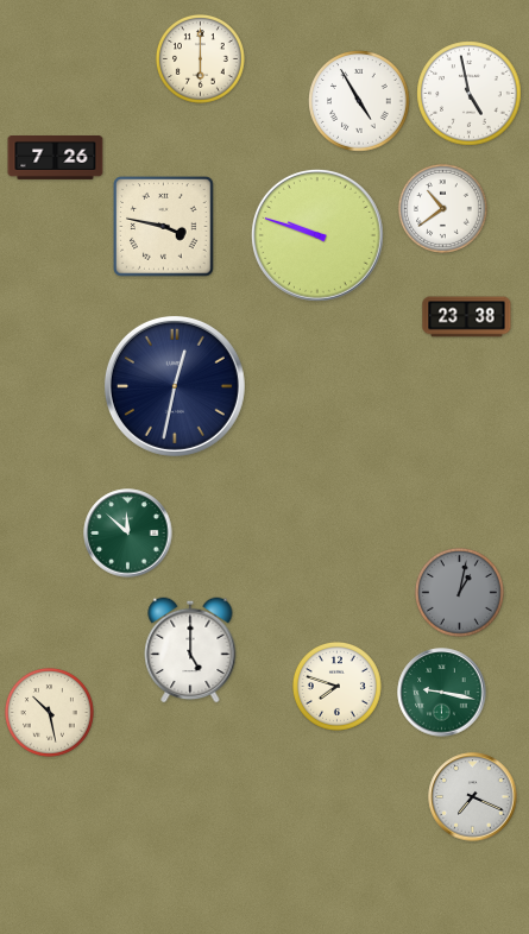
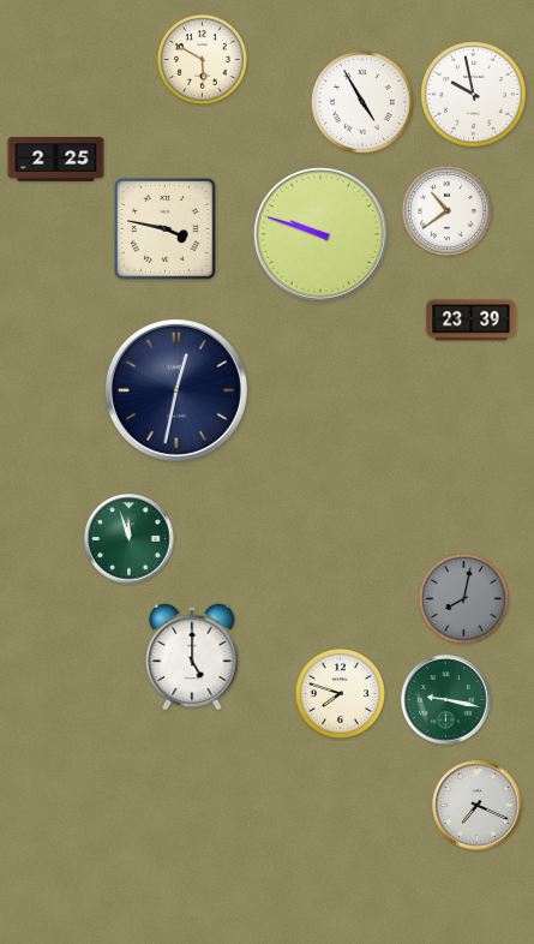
clock at (200, 58): 6:00 -> 5:50
clock at (470, 94): 4:58 -> 9:58
clock at (56, 158): 7:26 -> 2:25
clock at (317, 235) position: (317, 235) -> (320, 234)
clock at (467, 317): 23:38 -> 23:39
clock at (128, 534): 11:52 -> 11:57
clock at (459, 592): 1:02 -> 8:02
clock at (49, 712): 10:28 -> none
